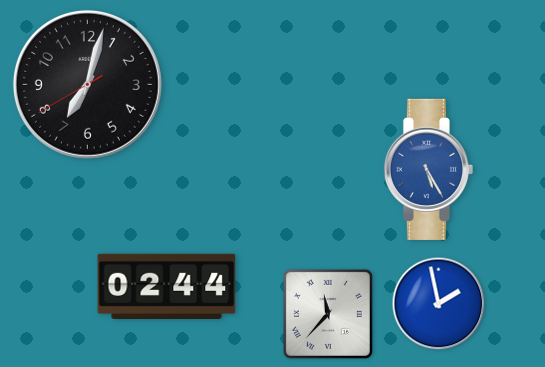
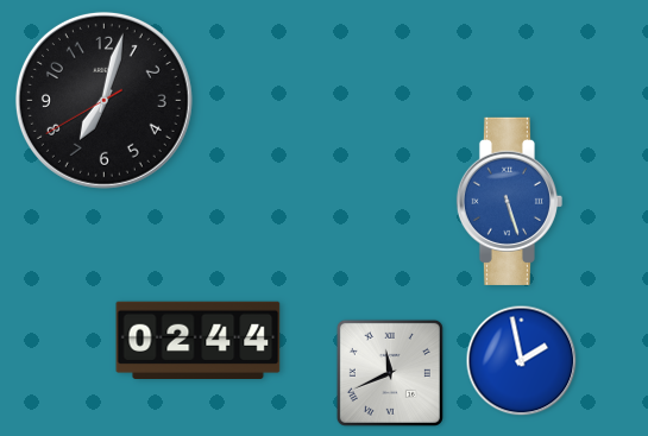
clock at (428, 169): 5:25 -> 5:27
clock at (328, 314): 11:37 -> 11:41
